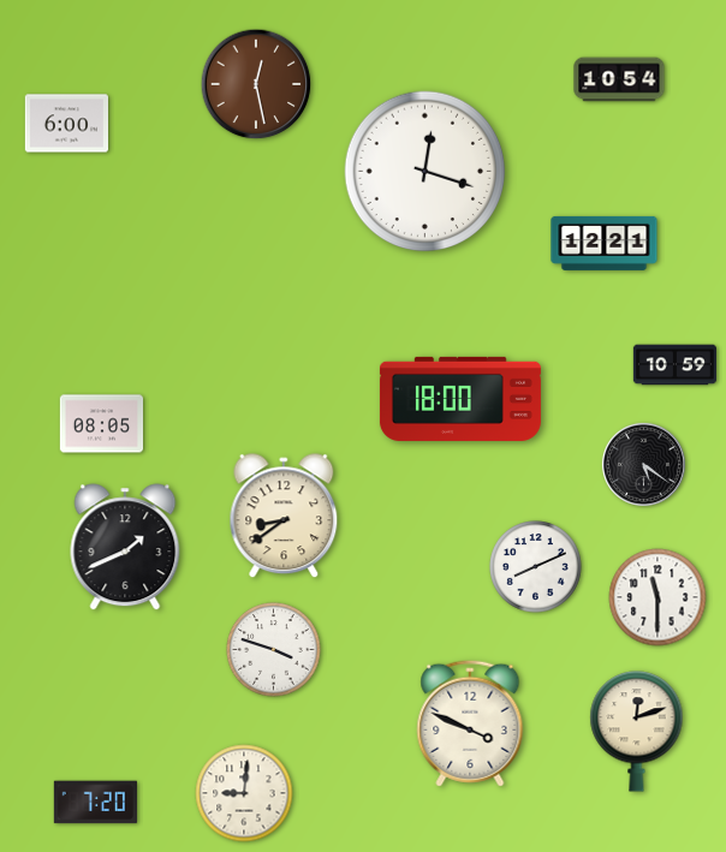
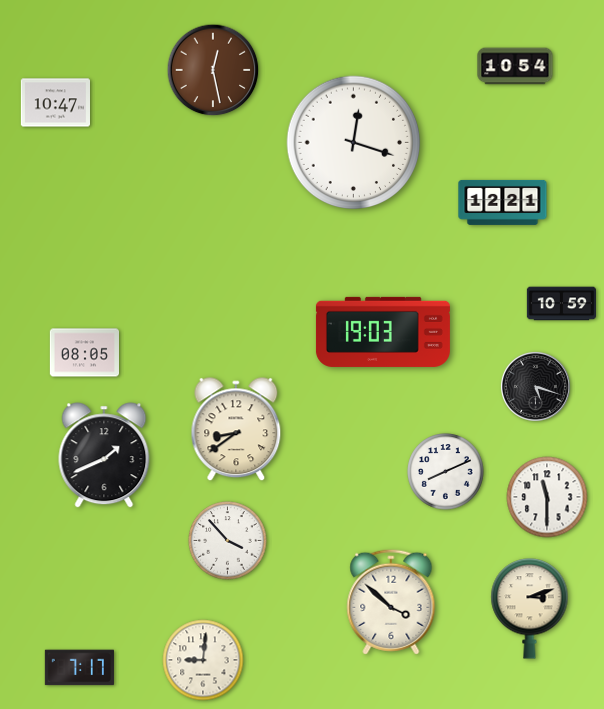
clock at (66, 124): 6:00 -> 10:47
clock at (460, 399): 18:00 -> 19:03
clock at (643, 464): 5:21 -> 5:18
clock at (274, 650): 3:48 -> 3:53
clock at (470, 723): 3:49 -> 3:52
clock at (637, 732): 12:12 -> 3:12
clock at (95, 803): 7:20 -> 7:17
